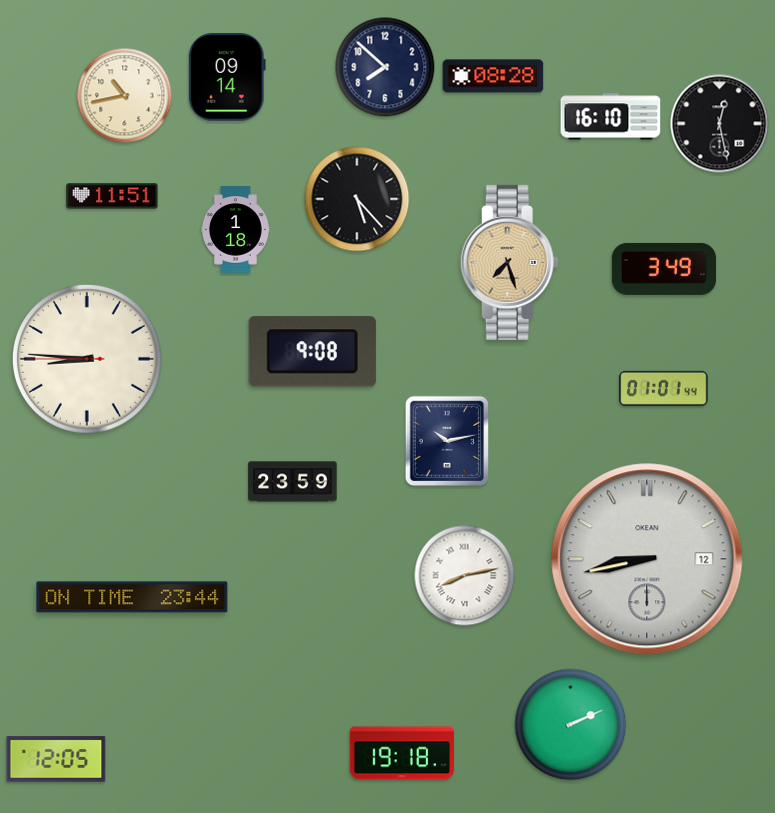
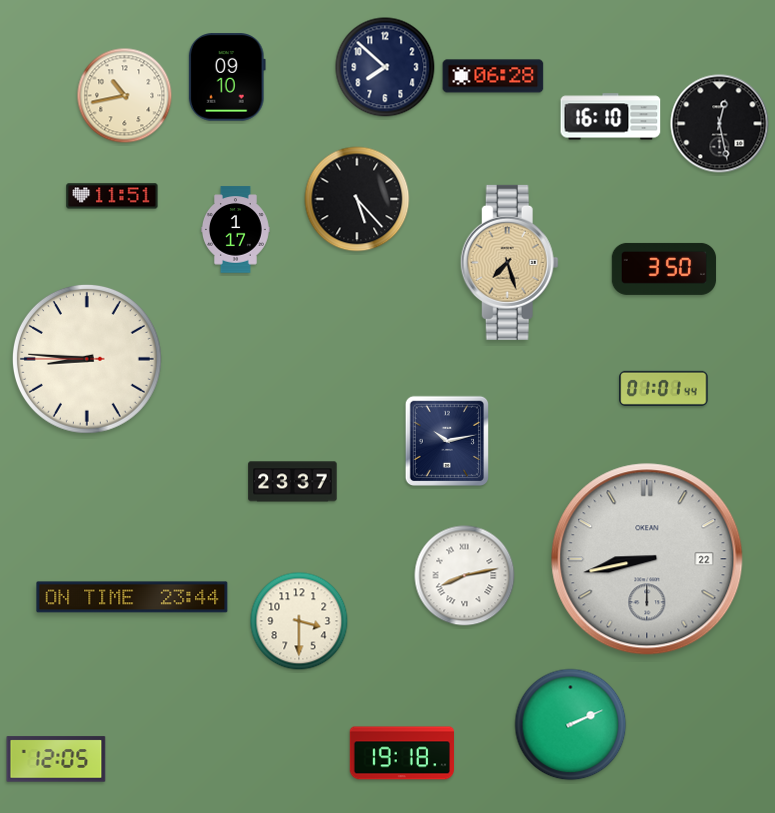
clock at (493, 76): 08:28 -> 06:28
clock at (227, 77): 09:14 -> 09:10
clock at (235, 230): 1:18 -> 1:17
clock at (664, 269): 3:49 -> 3:50
clock at (312, 352): 9:08 -> none
clock at (293, 482): 23:59 -> 23:37
clock at (647, 559) date: 12 -> 22
clock at (299, 621): none -> 3:30
